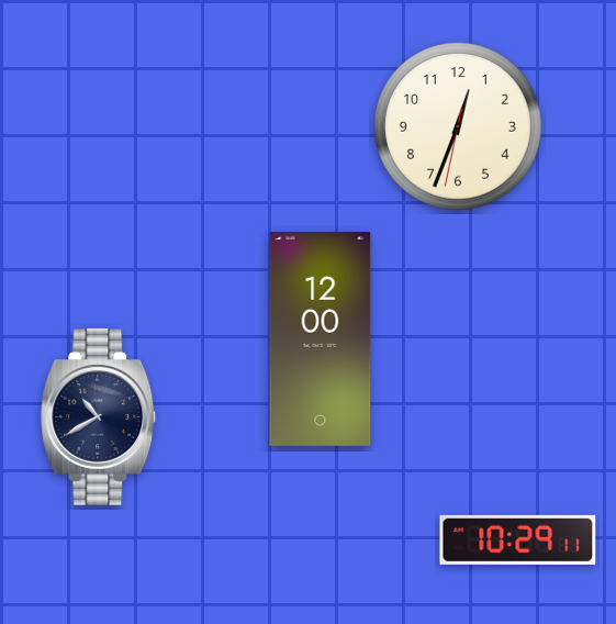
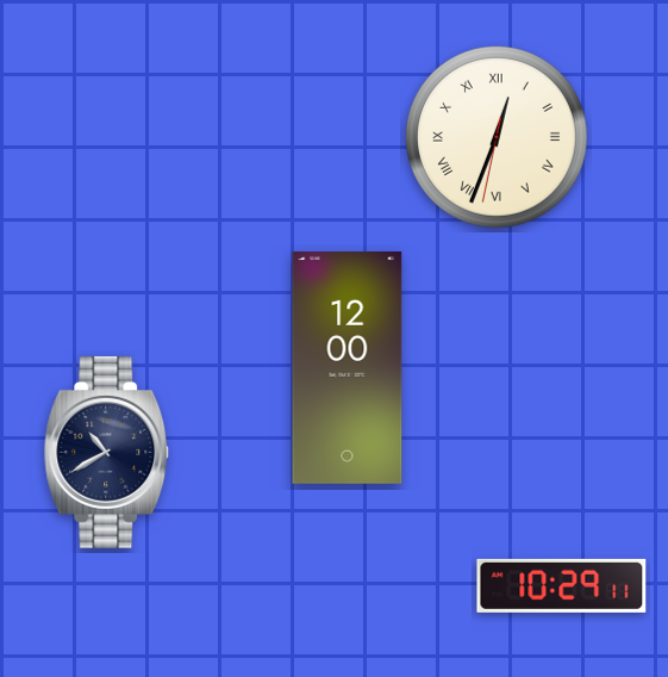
clock at (458, 126) numerals: Arabic -> Roman
